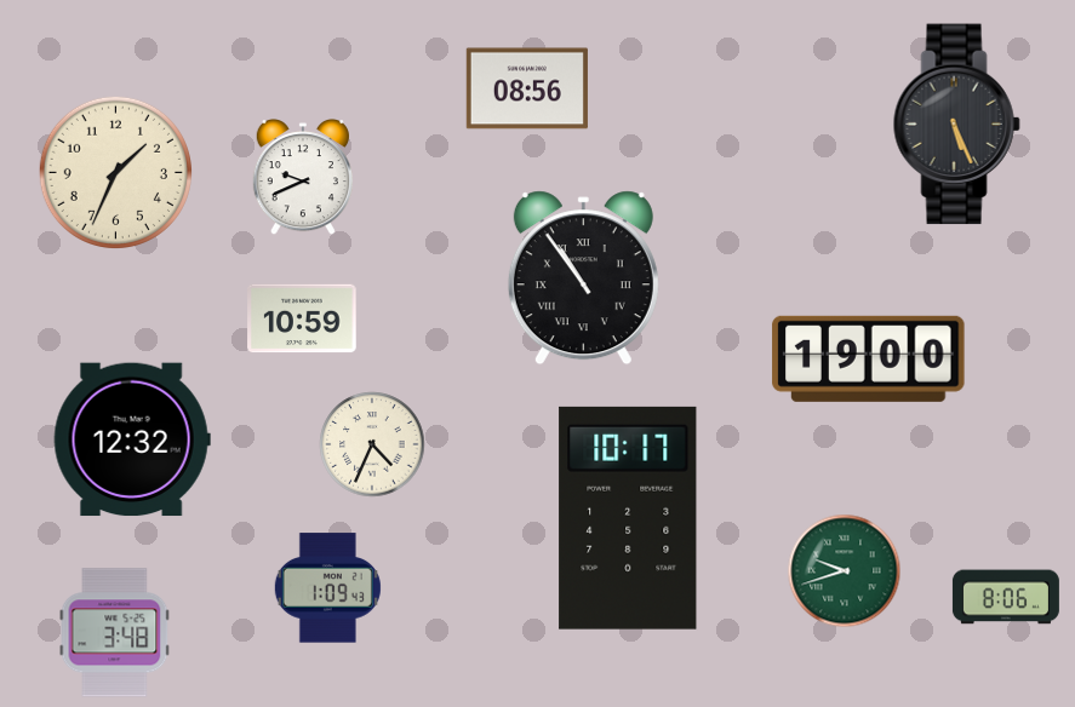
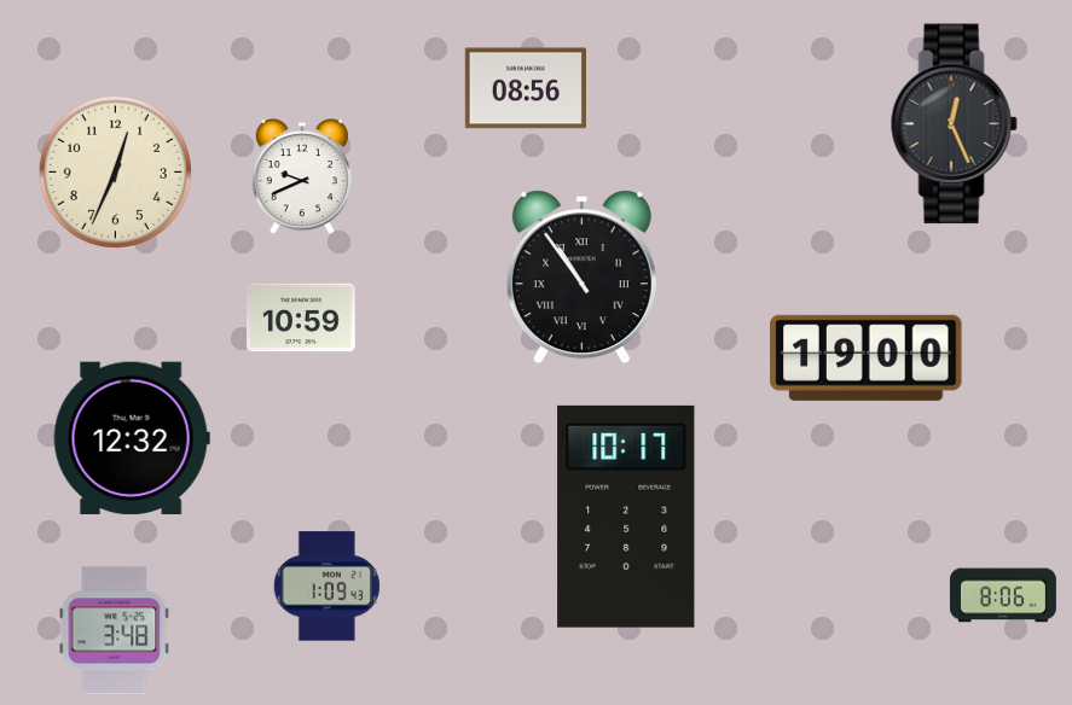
clock at (956, 125): 5:26 -> 12:26
clock at (115, 172): 1:34 -> 12:34
clock at (372, 444): 4:34 -> none
clock at (845, 571): 9:42 -> none
